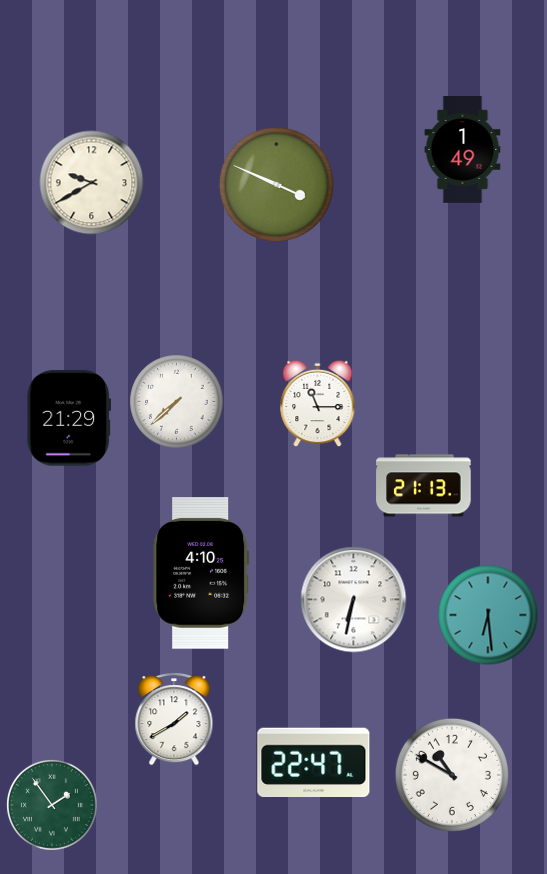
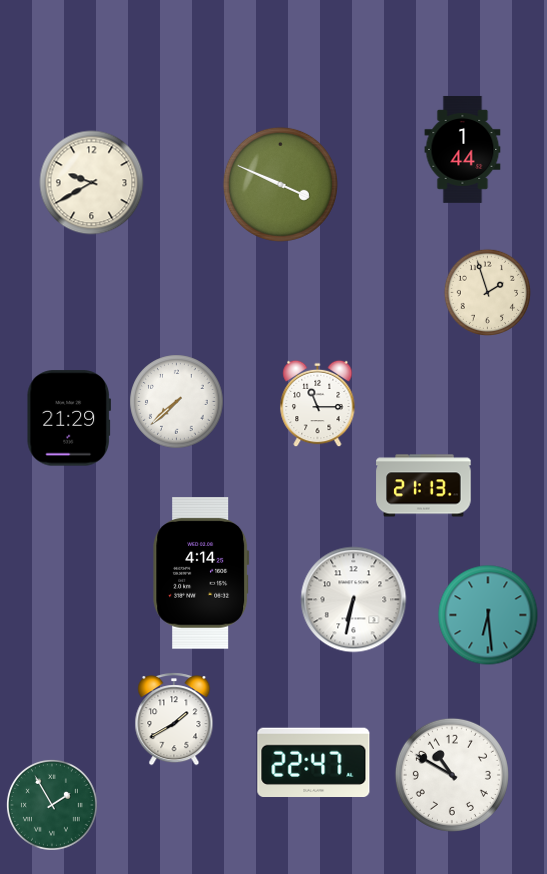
clock at (463, 149): 1:49 -> 1:44
clock at (276, 184) position: (276, 184) -> (280, 184)
clock at (488, 293): none -> 1:57
clock at (201, 573): 4:10 -> 4:14
clock at (52, 805): 1:54 -> 1:55
